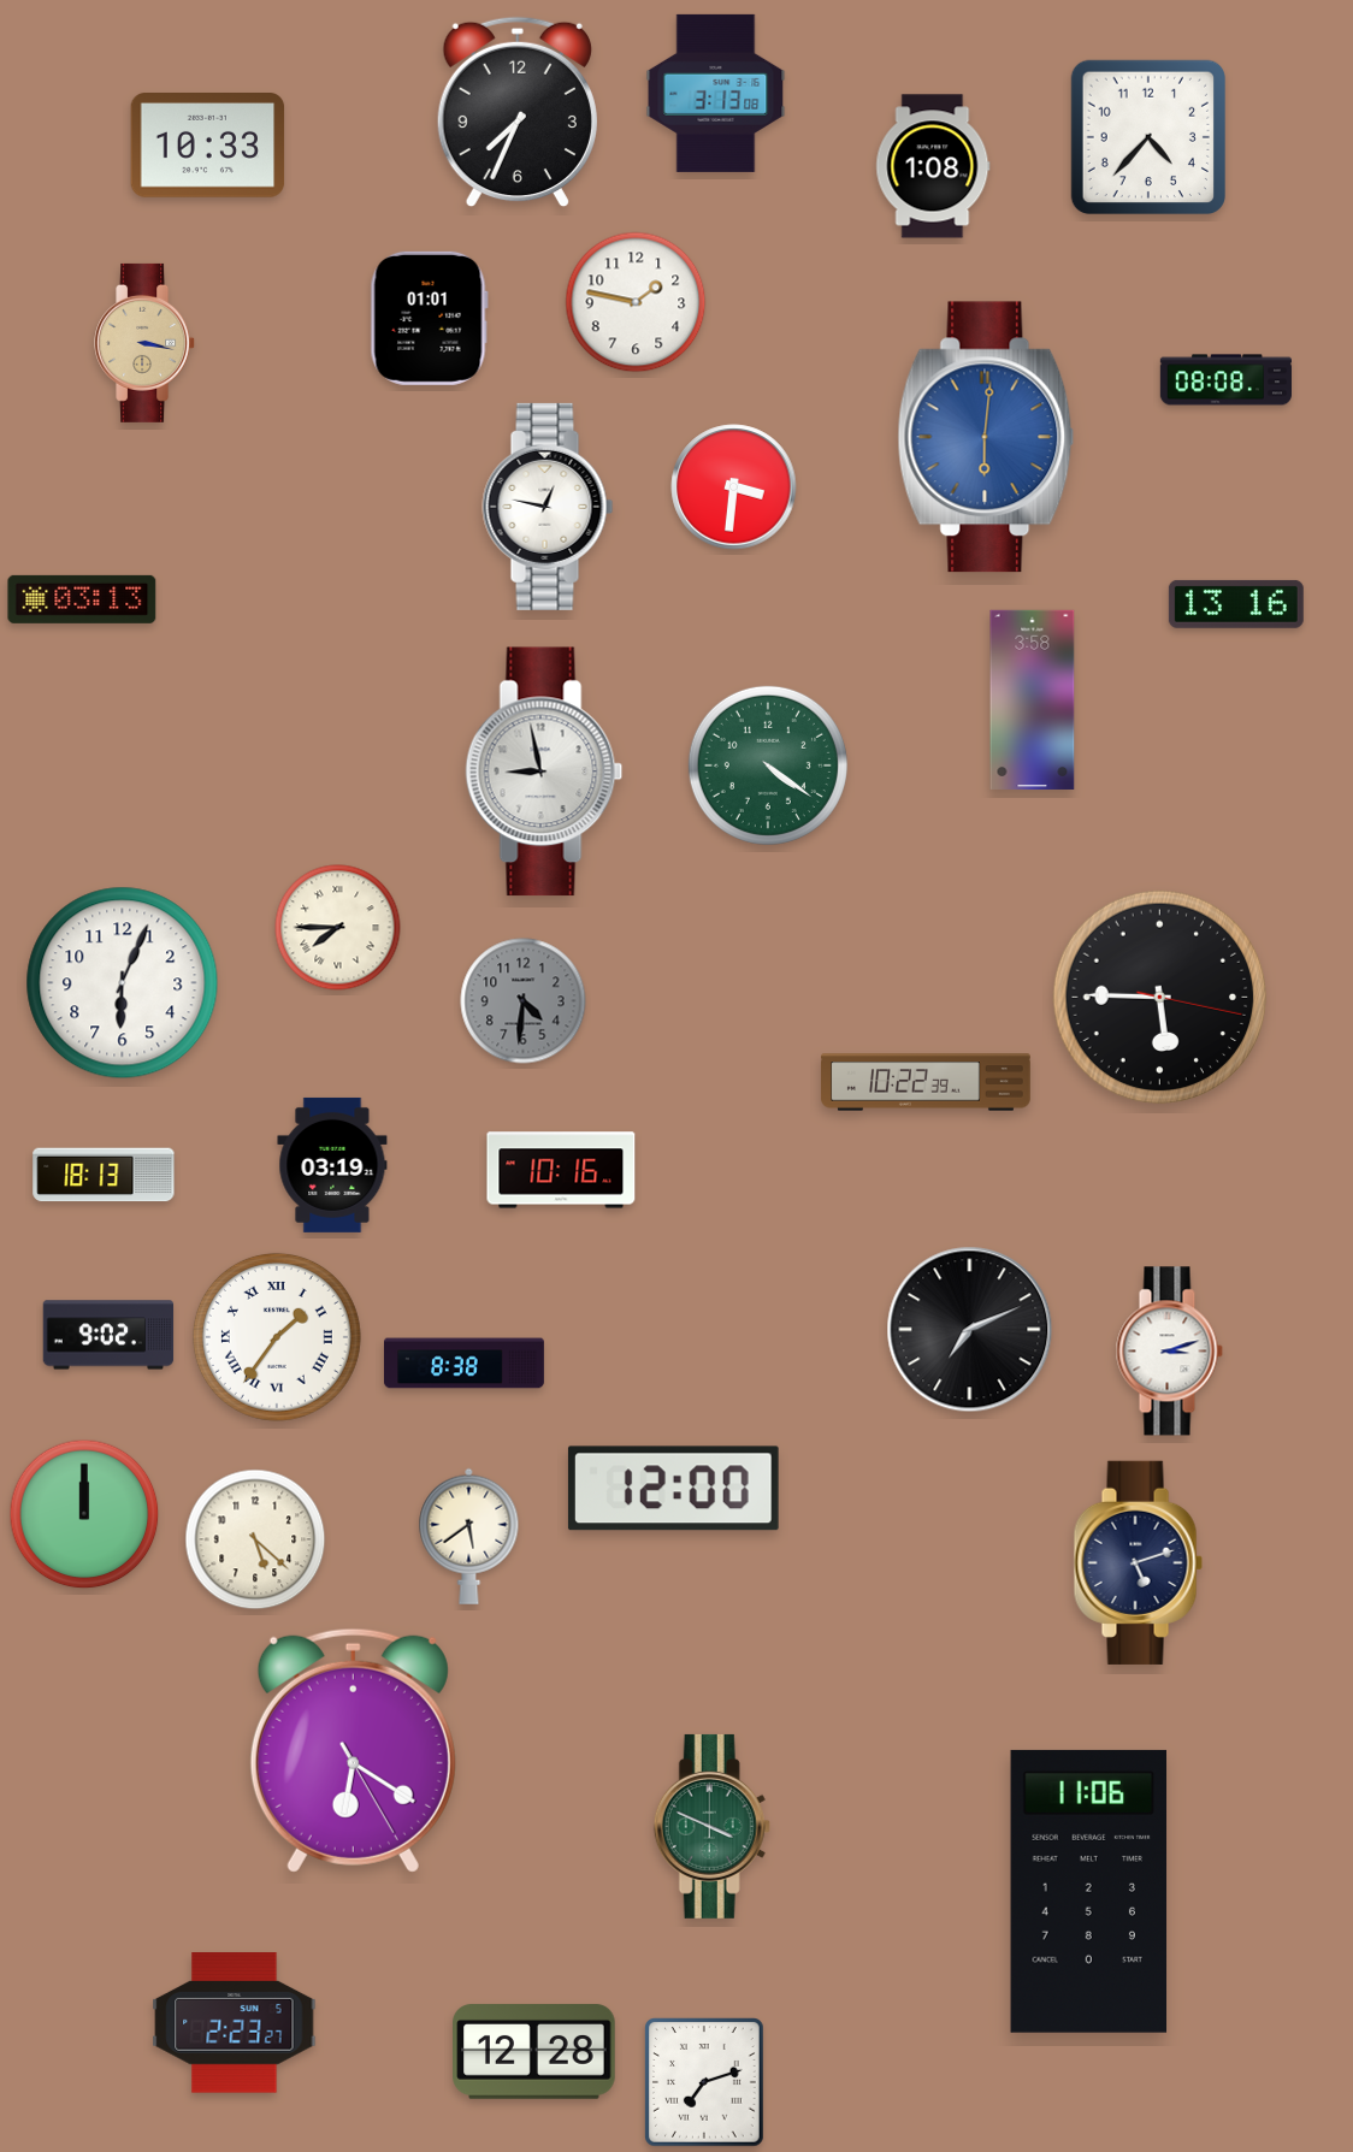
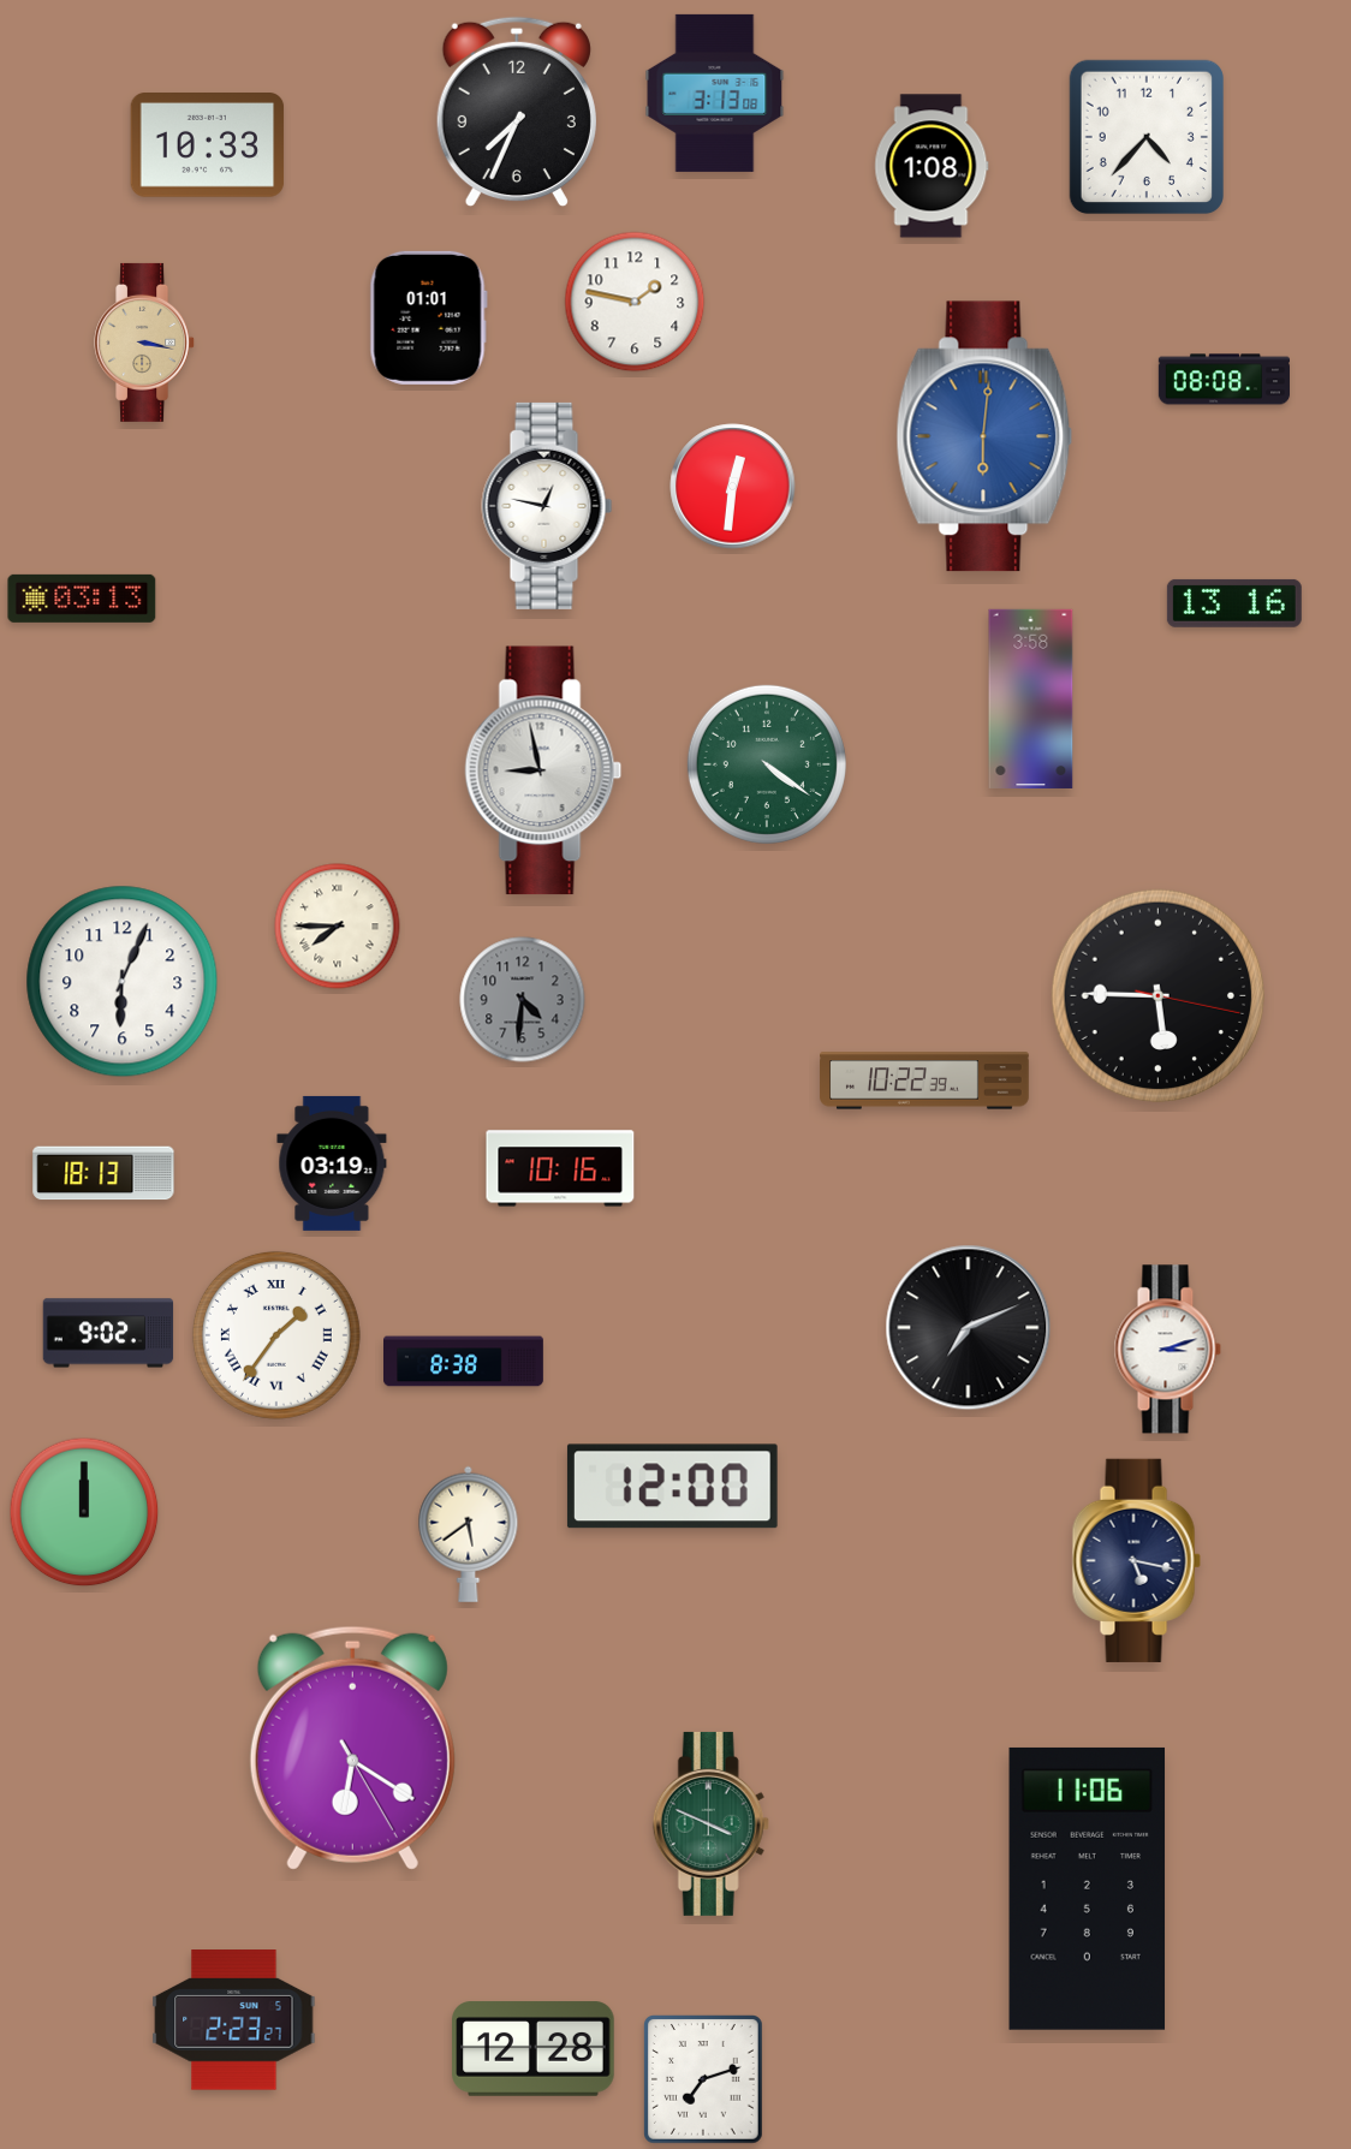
clock at (734, 487): 3:31 -> 12:31
clock at (255, 1539): 5:22 -> none
clock at (1138, 1562): 5:12 -> 5:17
